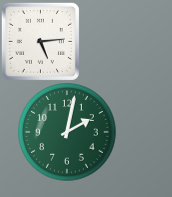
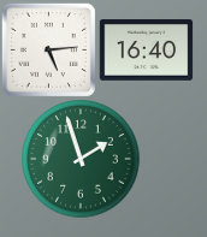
clock at (146, 51): none -> 16:40
clock at (67, 132): 2:02 -> 1:57
